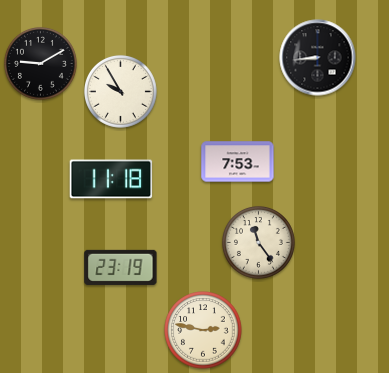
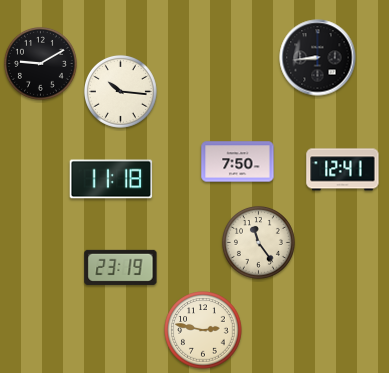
clock at (120, 91): 9:55 -> 10:16
clock at (238, 162): 7:53 -> 7:50
clock at (343, 170): none -> 12:41
